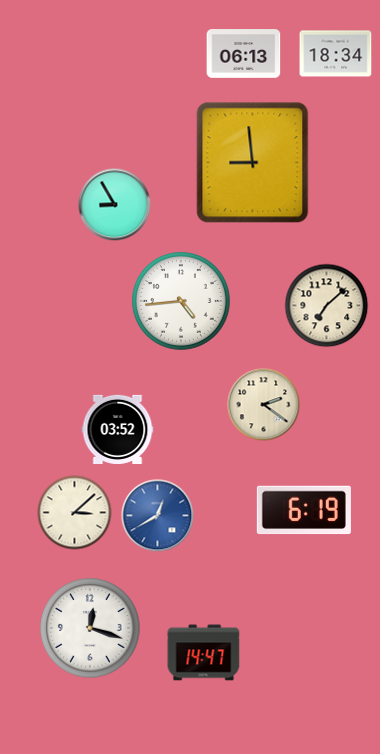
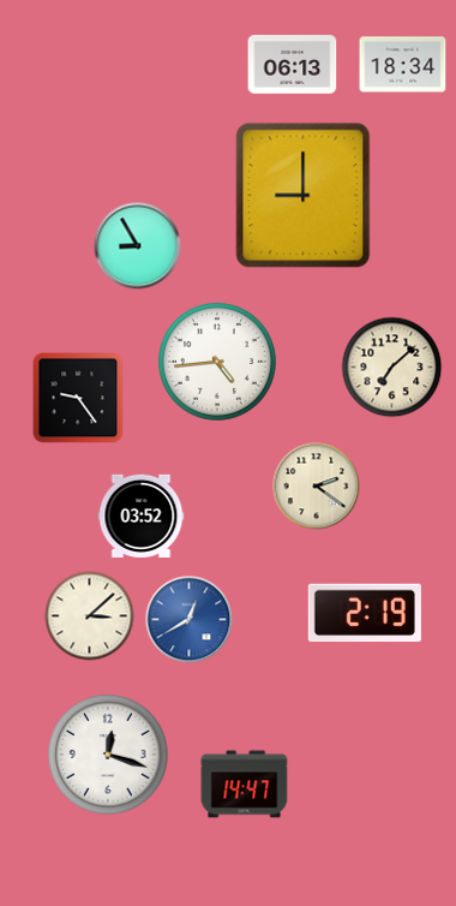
clock at (253, 163): 8:59 -> 9:00
clock at (78, 398): none -> 9:24
clock at (304, 510): 6:19 -> 2:19
